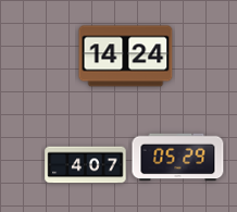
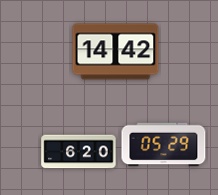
clock at (126, 57): 14:24 -> 14:42
clock at (86, 165): 4:07 -> 6:20
